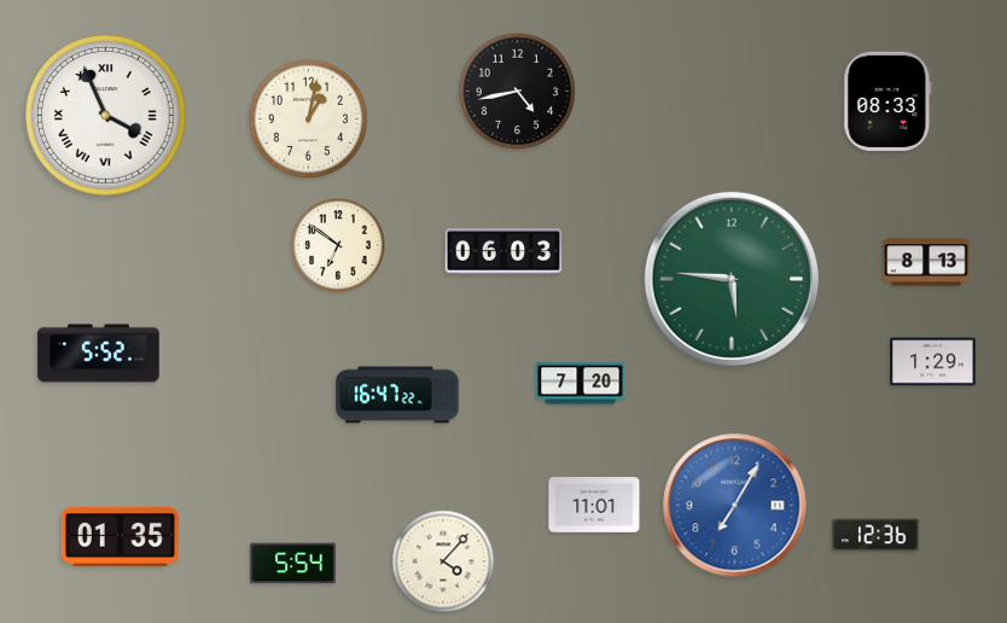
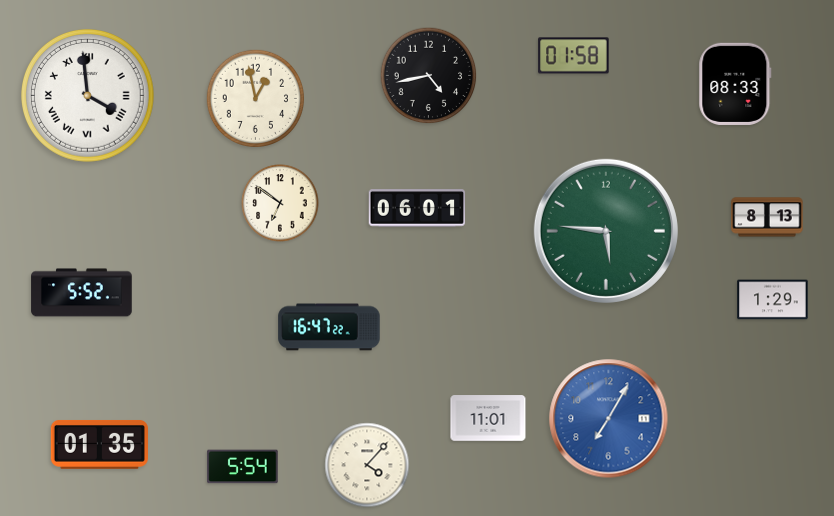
clock at (574, 56): none -> 01:58
clock at (106, 116): 3:56 -> 3:59
clock at (308, 118): 1:02 -> 12:58
clock at (503, 251): 06:03 -> 06:01
clock at (581, 384): 7:20 -> none
clock at (594, 505) position: (594, 505) -> (488, 418)
clock at (875, 535): 12:36 -> none
